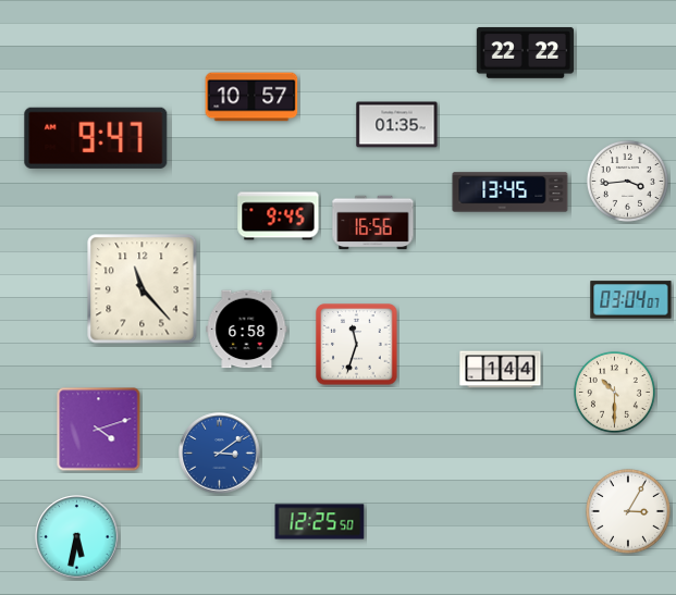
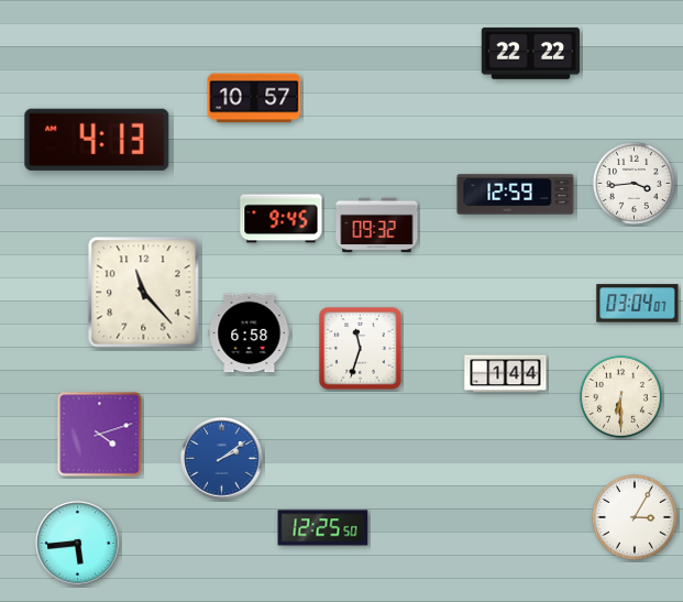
clock at (397, 125): 01:35 -> none
clock at (96, 138): 9:47 -> 4:13
clock at (511, 193): 13:45 -> 12:59
clock at (373, 223): 16:56 -> 09:32
clock at (614, 392): 10:30 -> 6:30
clock at (220, 454): 3:09 -> 2:09
clock at (77, 537): 5:32 -> 5:44
